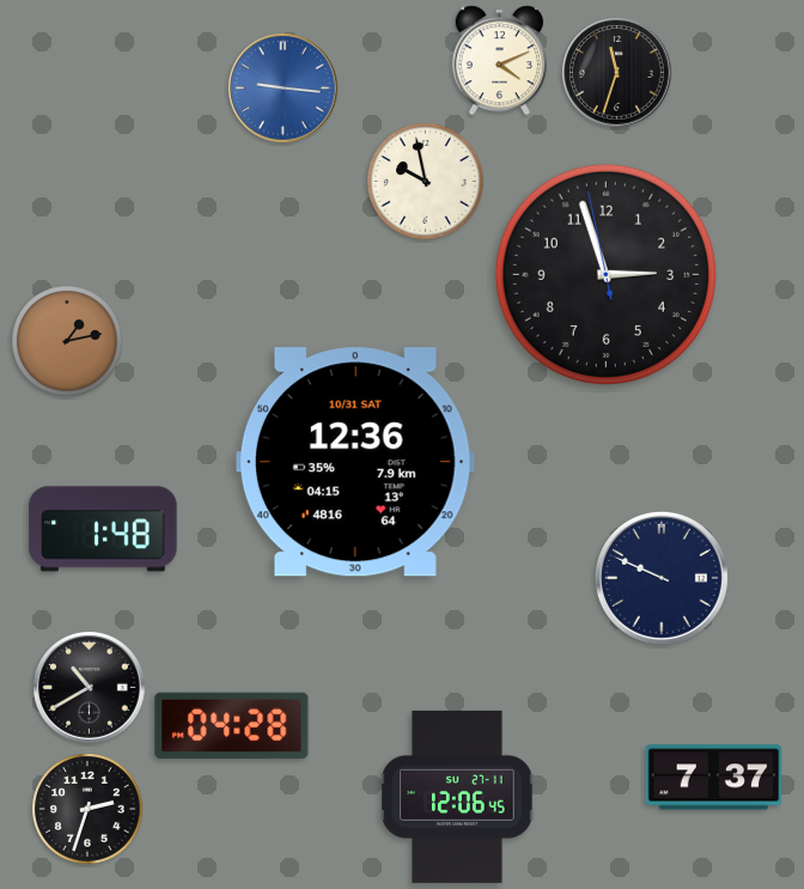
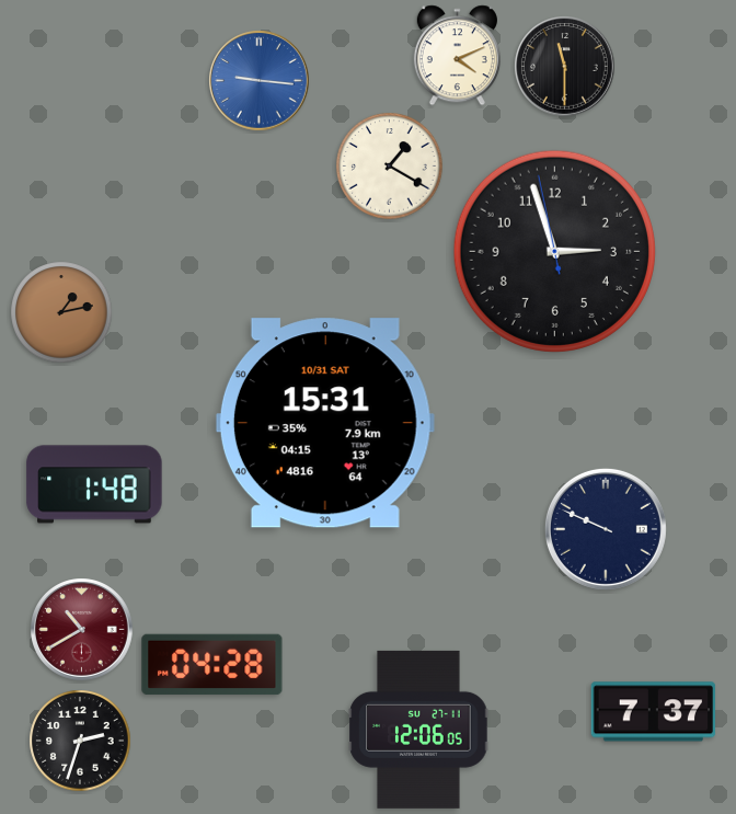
clock at (617, 73): 11:33 -> 11:30
clock at (426, 182): 9:58 -> 1:20
clock at (355, 462): 12:36 -> 15:31
clock at (90, 688) dial: black -> burgundy
clock at (457, 797): 12:06:45 -> 12:06:05
